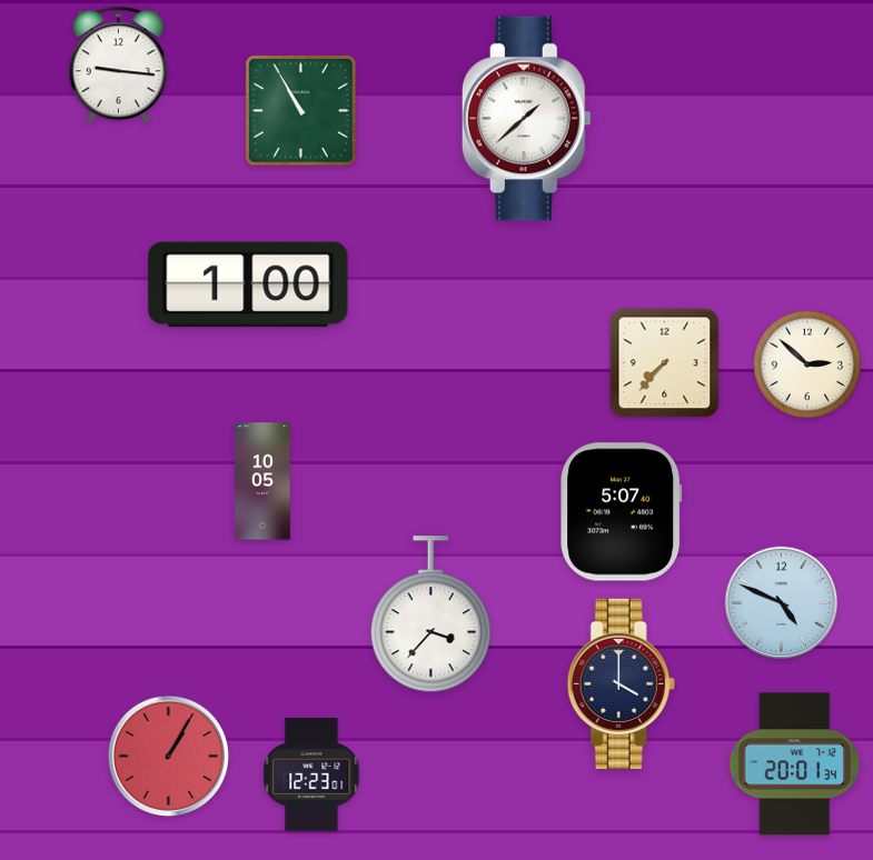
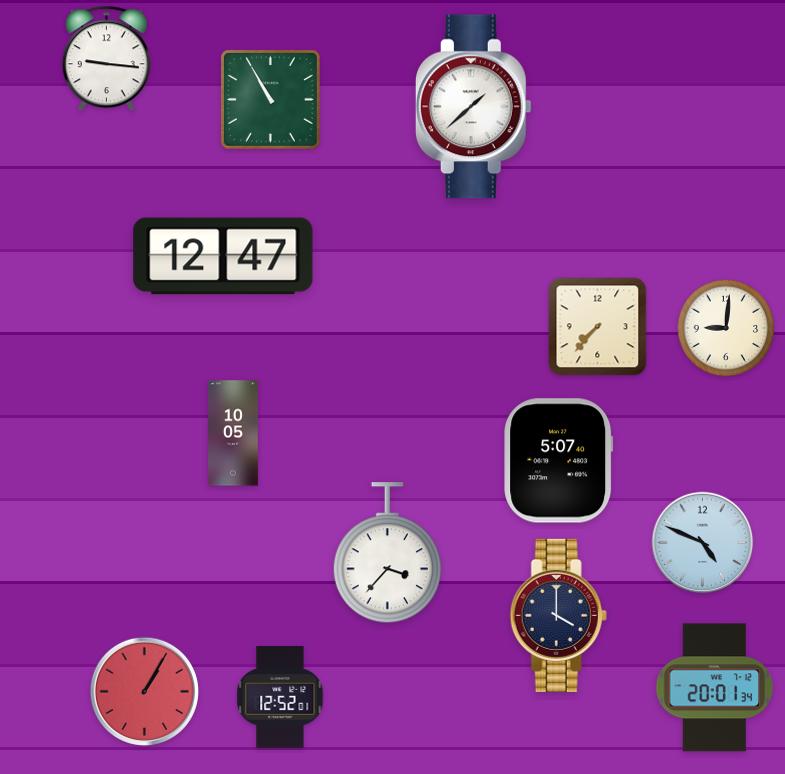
clock at (248, 284): 1:00 -> 12:47
clock at (807, 364): 2:52 -> 9:01
clock at (264, 481) position: (264, 481) -> (234, 433)
clock at (168, 756) position: (168, 756) -> (144, 691)
clock at (311, 776): 12:23 -> 12:52
